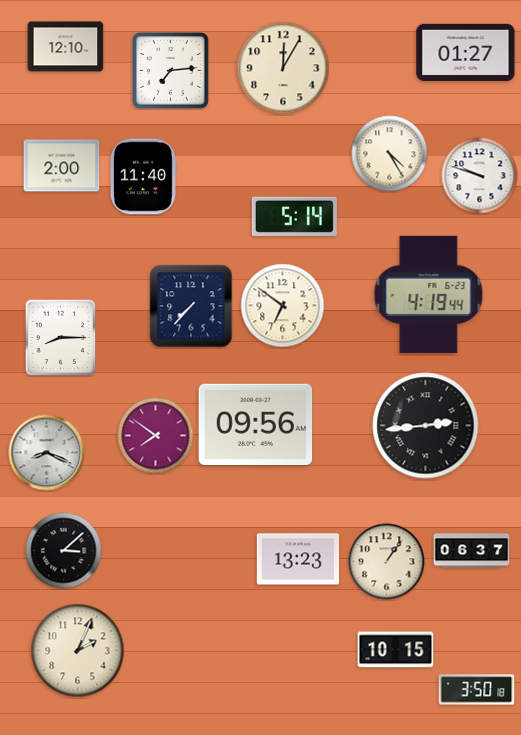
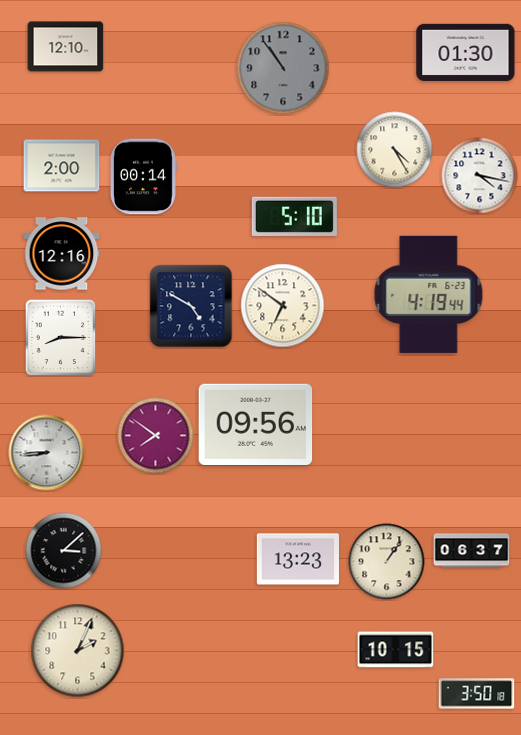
clock at (466, 52): 01:27 -> 01:30
clock at (283, 68): 12:05 -> 10:54
clock at (283, 68) dial: cream -> grey
clock at (171, 71): 7:14 -> none
clock at (390, 154) position: (390, 154) -> (395, 150)
clock at (480, 176): 9:48 -> 4:17
clock at (143, 177): 11:40 -> 00:14
clock at (294, 216): 5:14 -> 5:10
clock at (62, 254): none -> 12:16
clock at (191, 306): 7:37 -> 4:50
clock at (426, 426): 2:44 -> none
clock at (47, 453): 8:19 -> 8:44
clock at (477, 690) position: (477, 690) -> (477, 694)
